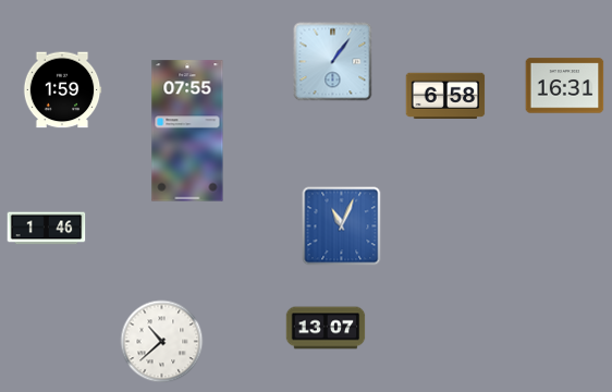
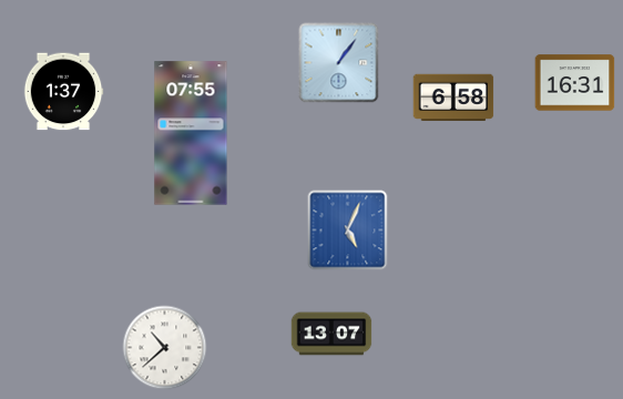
clock at (565, 86) position: (565, 86) -> (575, 83)
clock at (62, 90): 1:59 -> 1:37
clock at (342, 226): 11:04 -> 5:04
clock at (47, 229): 1:46 -> none
